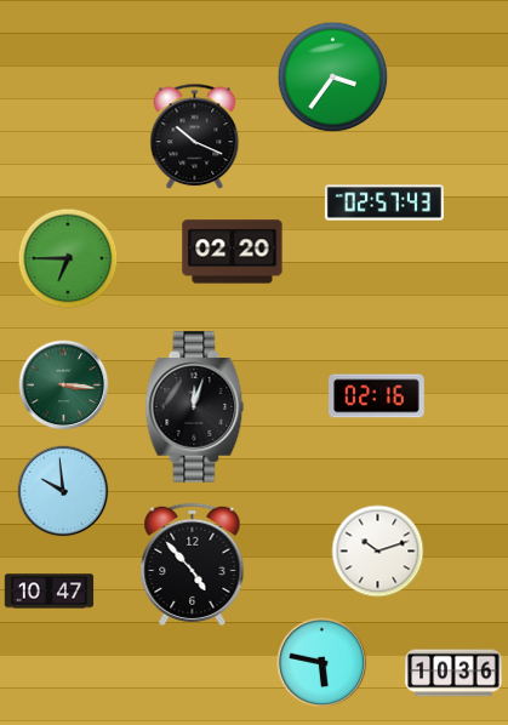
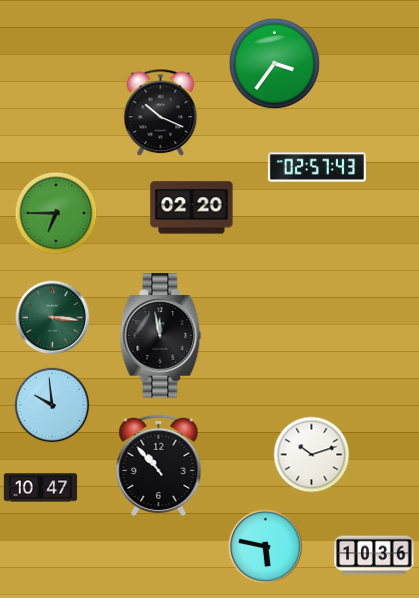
clock at (377, 396): 02:16 -> none
clock at (195, 407): 12:03 -> 11:58
clock at (193, 564): 4:53 -> 10:53
